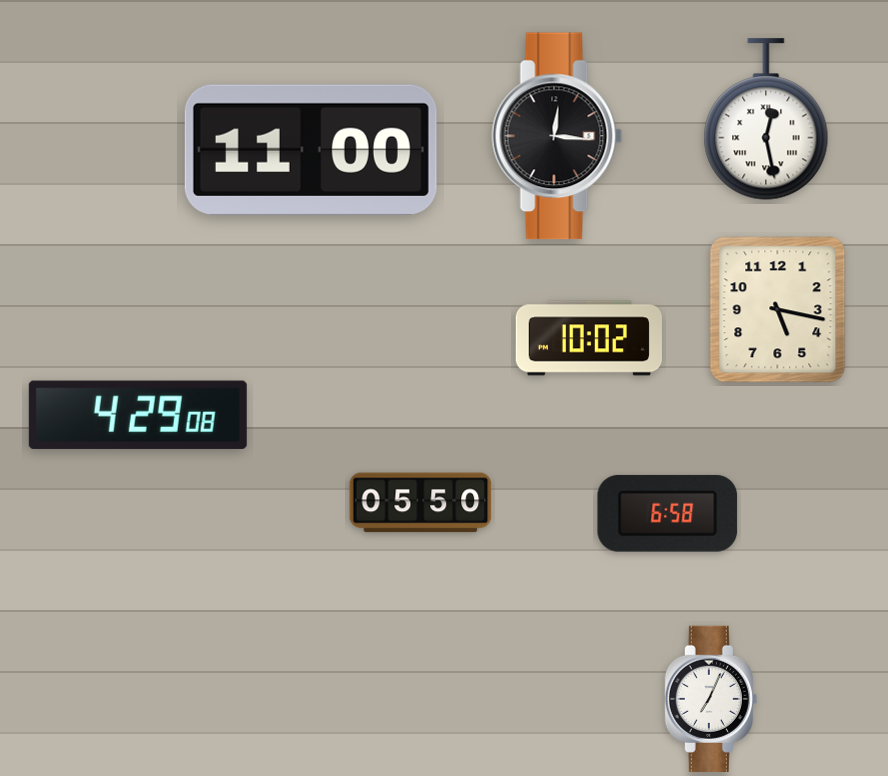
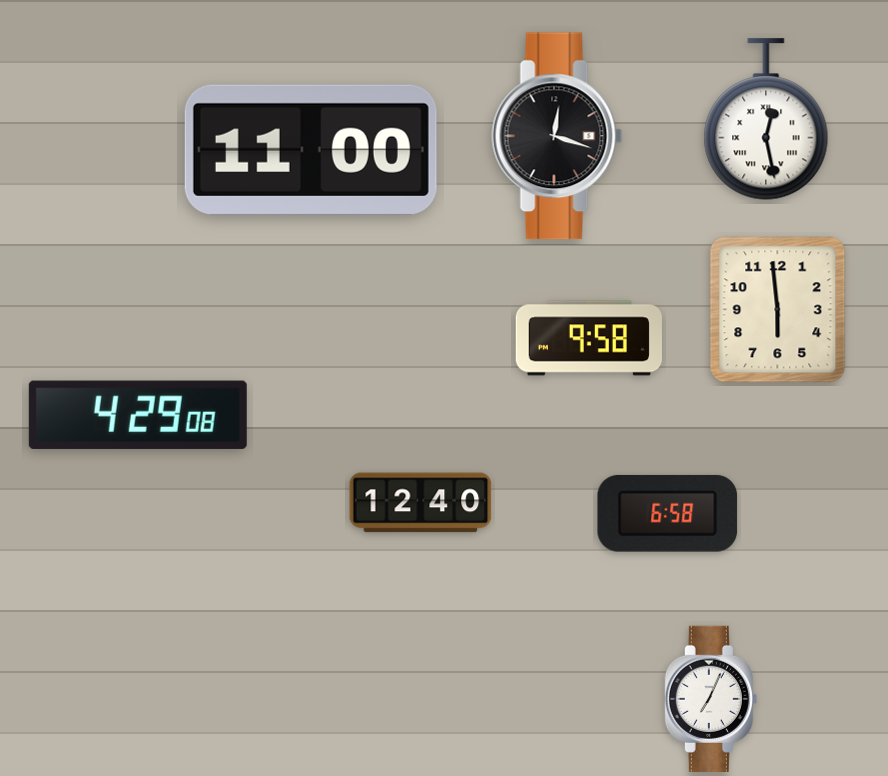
clock at (557, 136): 12:16 -> 12:18
clock at (778, 310): 5:17 -> 5:59
clock at (589, 338): 10:02 -> 9:58
clock at (421, 503): 05:50 -> 12:40
